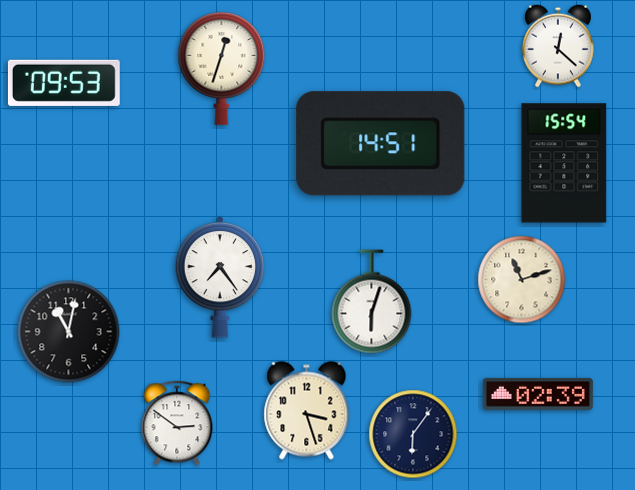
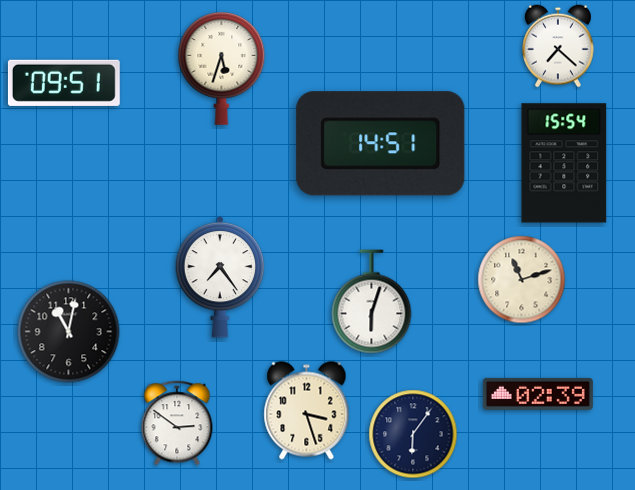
clock at (559, 46): 12:22 -> 7:22
clock at (222, 69): 12:33 -> 5:33
clock at (64, 83): 09:53 -> 09:51
